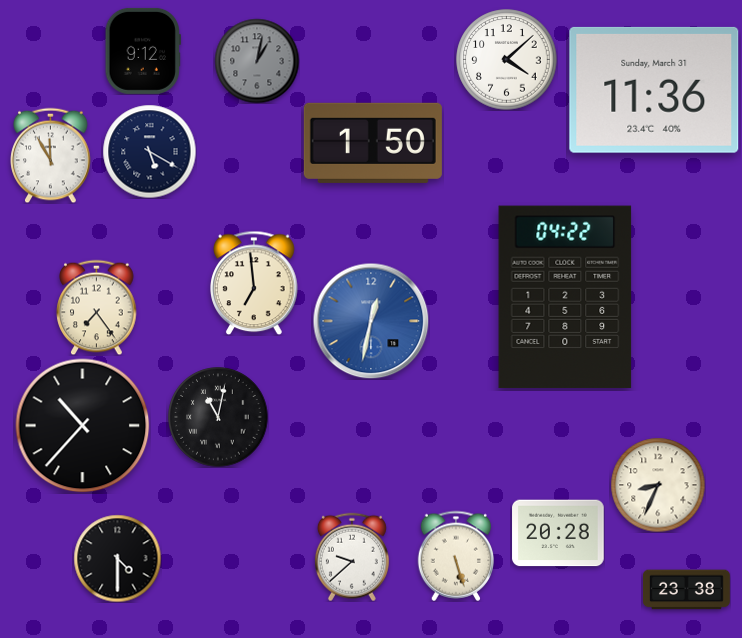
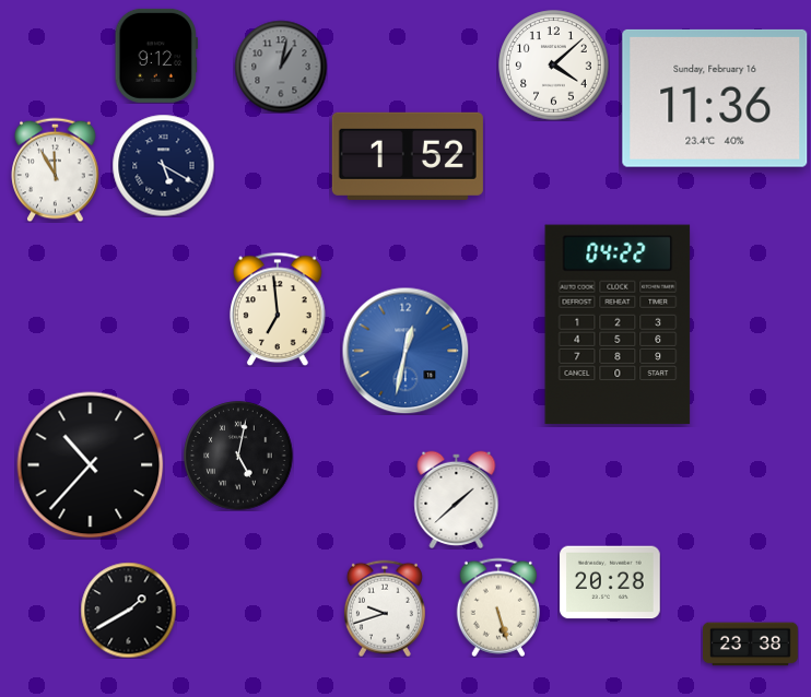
clock at (654, 90) date: Sunday, March 31 -> Sunday, February 16
clock at (373, 143): 1:50 -> 1:52
clock at (97, 307): 7:24 -> none
clock at (218, 417): 11:02 -> 5:02
clock at (457, 499): none -> 1:38
clock at (658, 485): 8:34 -> none
clock at (352, 557): 9:38 -> 9:42
clock at (117, 558): 4:30 -> 1:40
